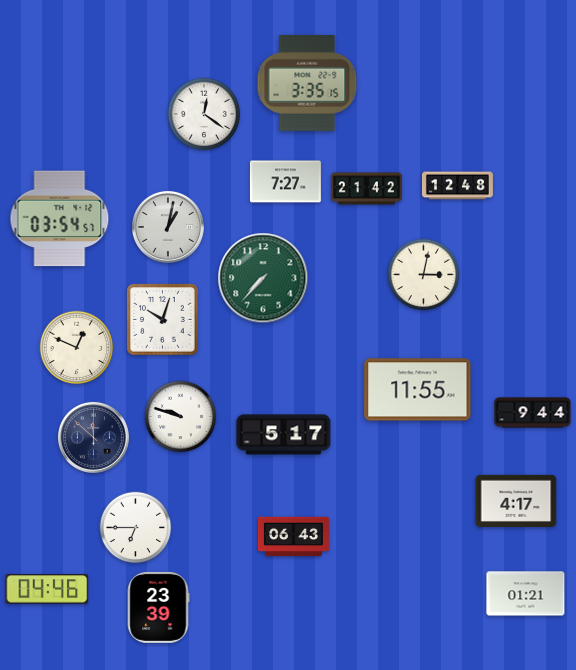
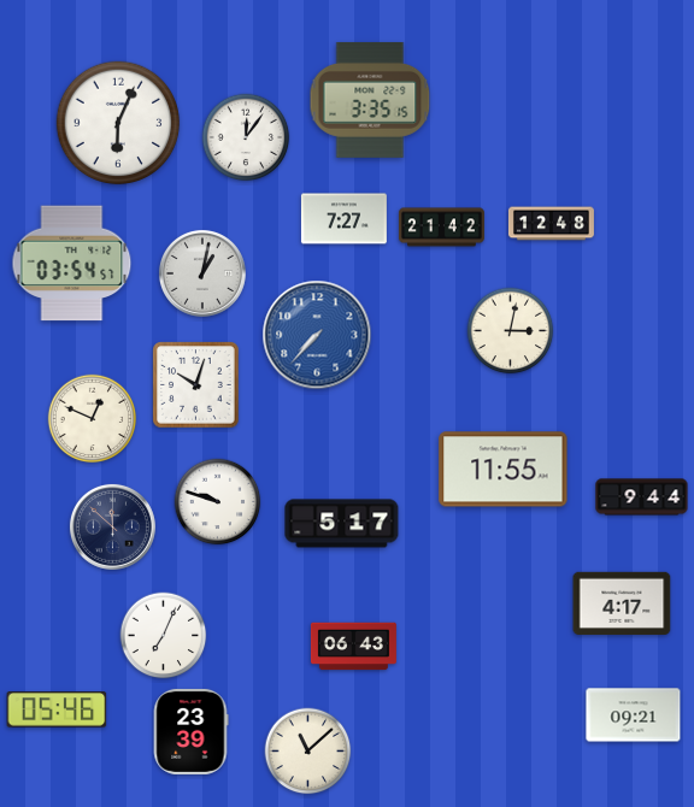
clock at (118, 123): none -> 6:04
clock at (204, 114): 12:21 -> 12:06
clock at (263, 278) dial: green -> blue
clock at (136, 528): 6:45 -> 7:04
clock at (47, 589): 04:46 -> 05:46
clock at (526, 594): 01:21 -> 09:21
clock at (308, 752): none -> 11:08
